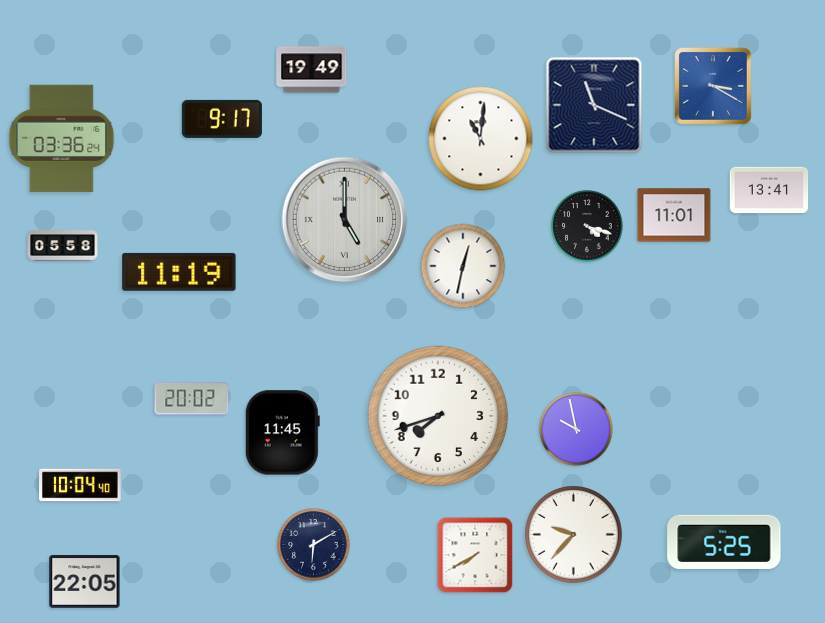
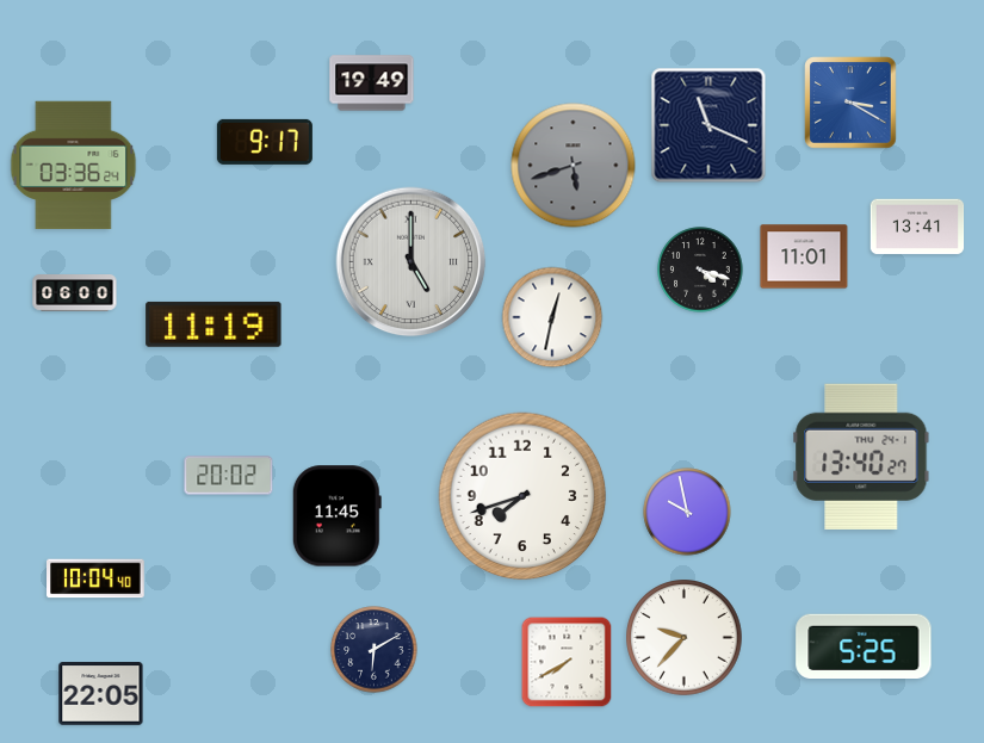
clock at (481, 139): 11:01 -> 5:42
clock at (481, 139) dial: white -> grey
clock at (63, 246): 05:58 -> 06:00
clock at (861, 457): none -> 13:40
